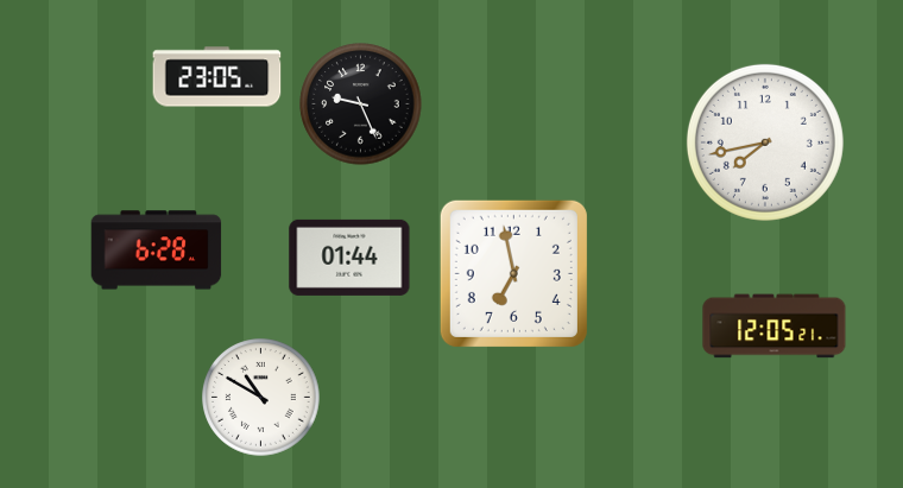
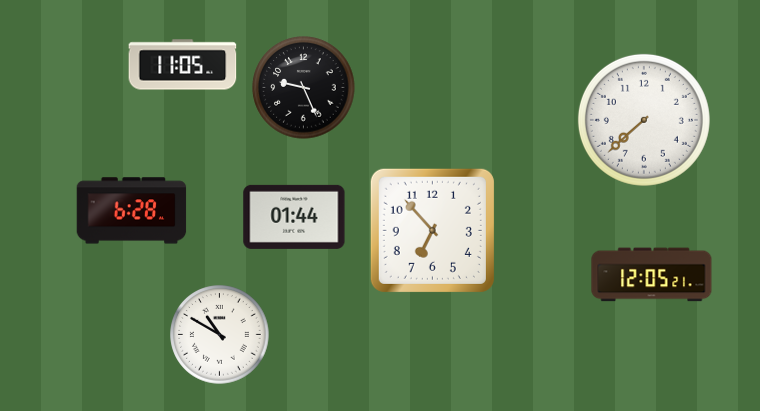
clock at (217, 77): 23:05 -> 11:05
clock at (765, 142): 7:43 -> 7:38
clock at (513, 273): 6:58 -> 6:53
